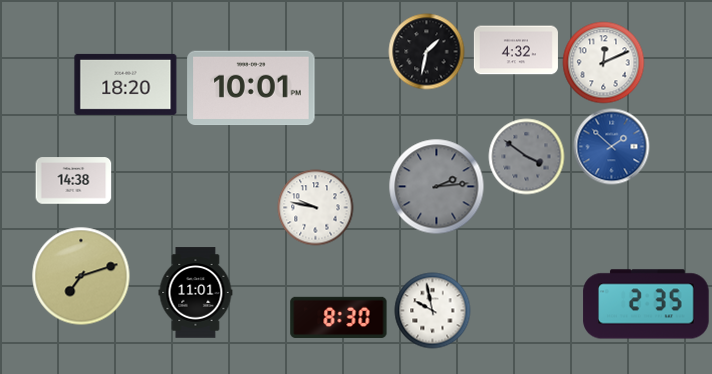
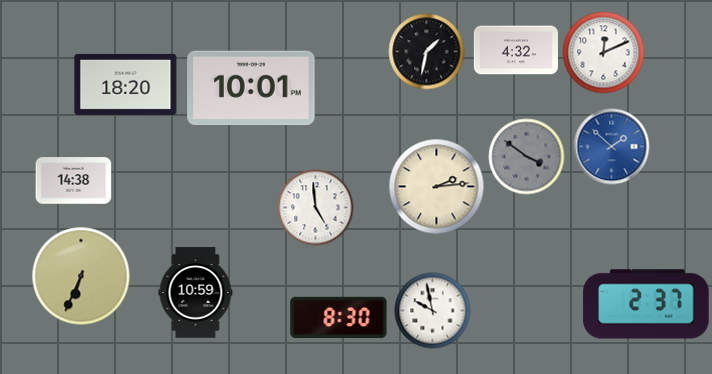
clock at (604, 63) position: (604, 63) -> (604, 53)
clock at (437, 187) dial: grey -> cream
clock at (316, 208): 9:47 -> 4:59
clock at (81, 276): 7:12 -> 6:34
clock at (196, 293): 11:01 -> 10:59
clock at (646, 304): 2:35 -> 2:37
